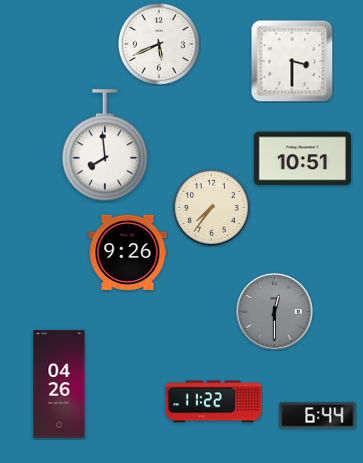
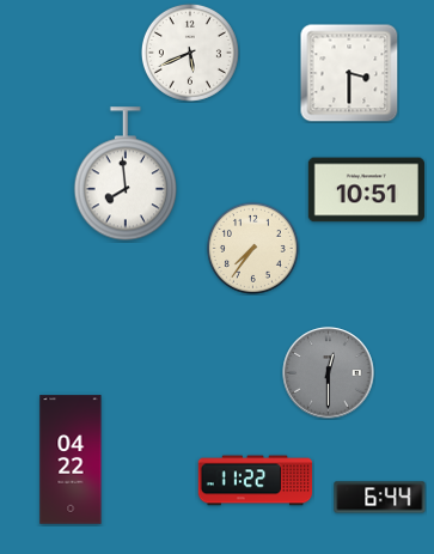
clock at (302, 159) position: (302, 159) -> (366, 190)
clock at (128, 253): 9:26 -> none
clock at (59, 384): 04:26 -> 04:22
